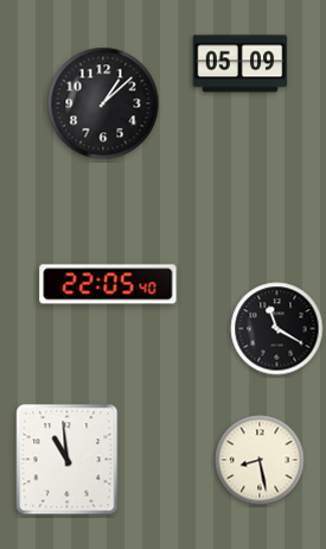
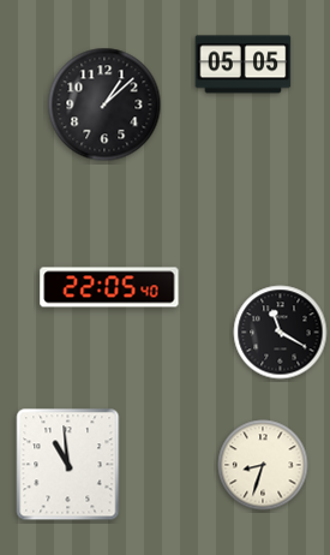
clock at (241, 64): 05:09 -> 05:05
clock at (260, 460): 8:28 -> 8:33
